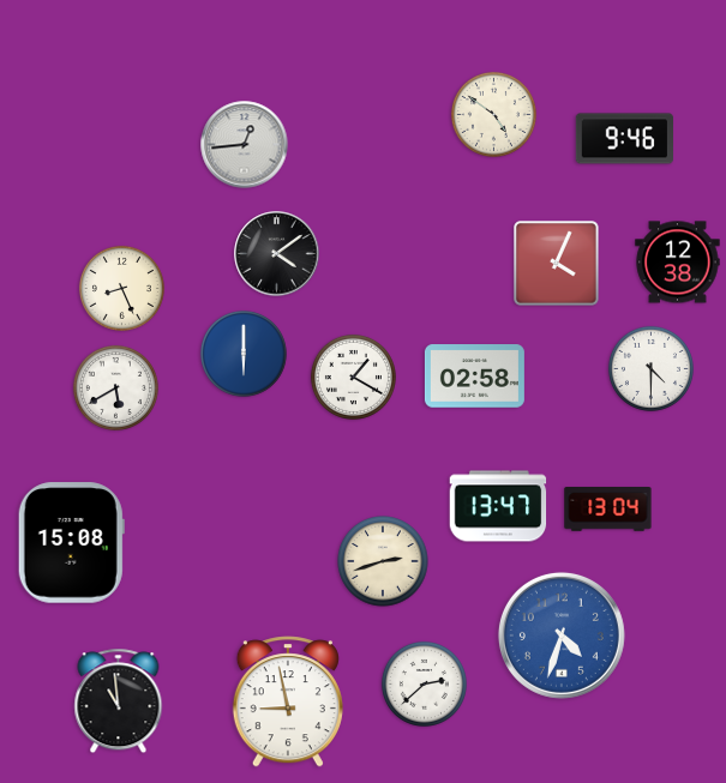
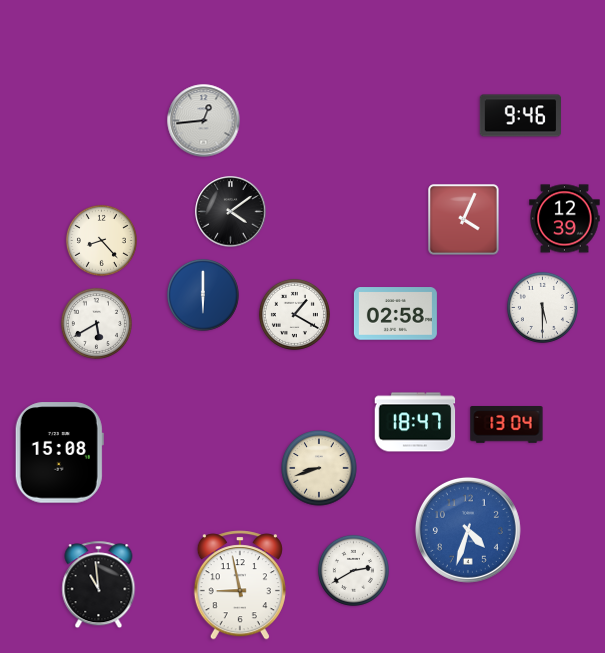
clock at (493, 114): 4:51 -> none
clock at (678, 263): 12:38 -> 12:39
clock at (121, 288): 8:26 -> 8:23
clock at (650, 368): 4:30 -> 5:30
clock at (498, 506): 13:47 -> 18:47
clock at (383, 561): 2:42 -> 8:42
clock at (424, 683): 2:38 -> 2:40
